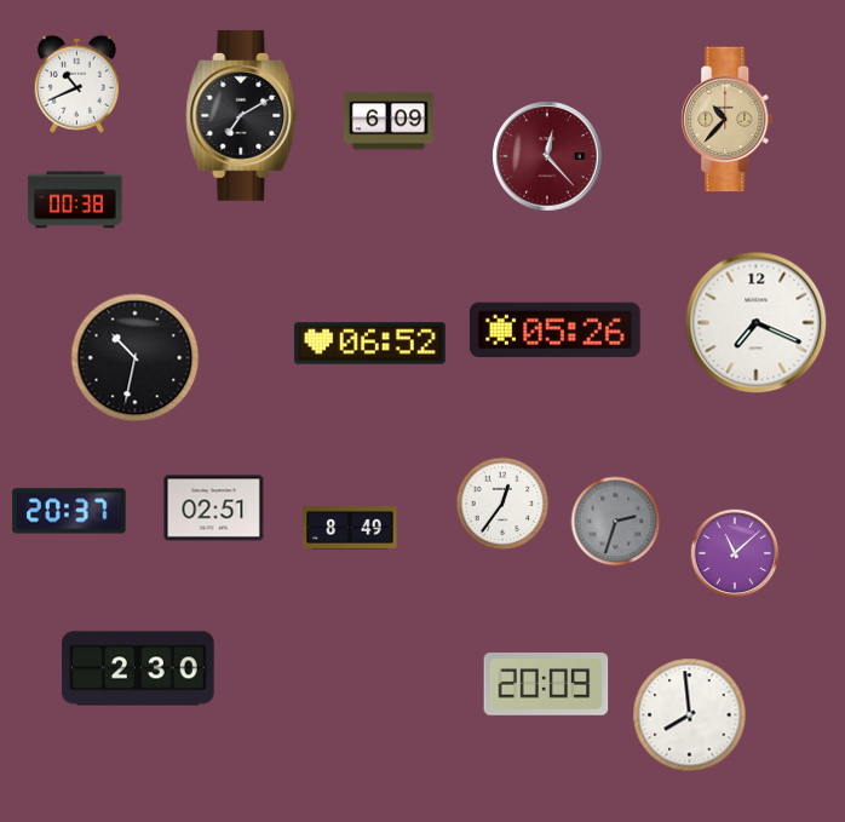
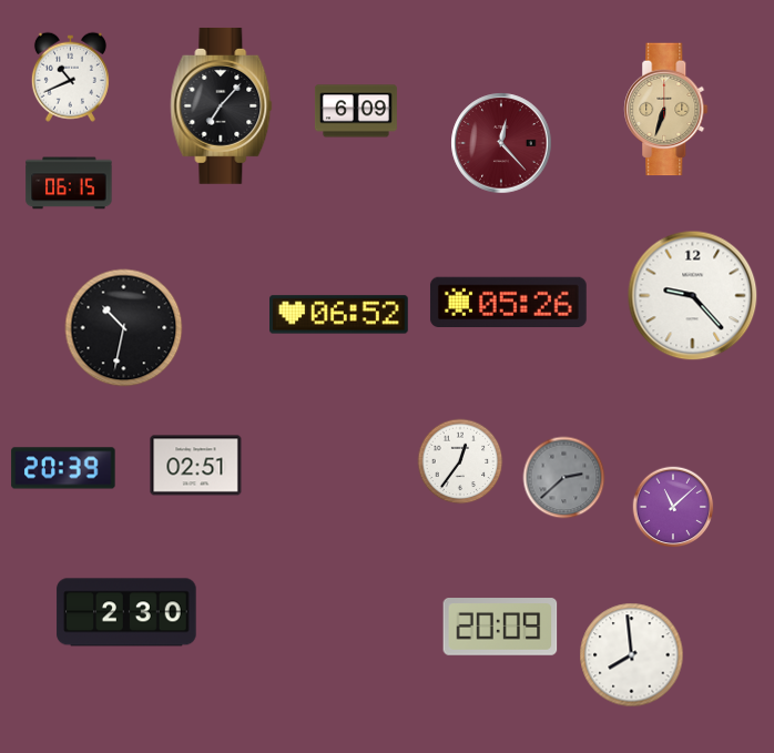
clock at (242, 115): 7:10 -> 7:07
clock at (728, 120): 10:37 -> 6:33
clock at (75, 200): 00:38 -> 06:15
clock at (757, 323): 7:19 -> 9:23
clock at (69, 511): 20:37 -> 20:39
clock at (616, 522): 2:33 -> 2:38
clock at (350, 528): 8:49 -> none
